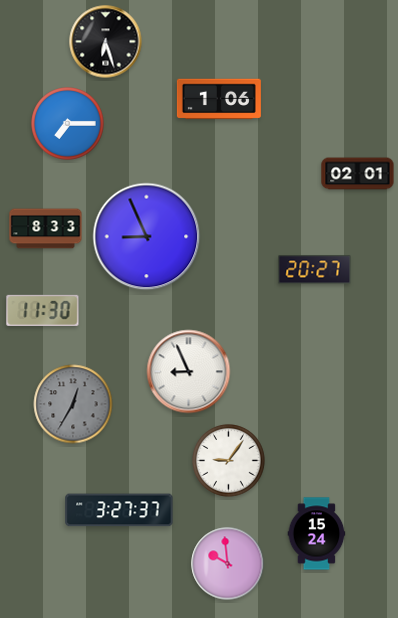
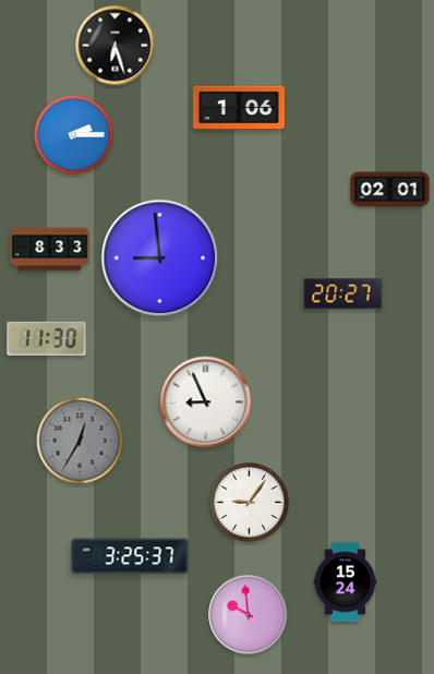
clock at (68, 124): 7:15 -> 2:15
clock at (147, 237): 8:56 -> 8:59
clock at (189, 372) position: (189, 372) -> (206, 402)
clock at (119, 510): 3:27 -> 3:25
